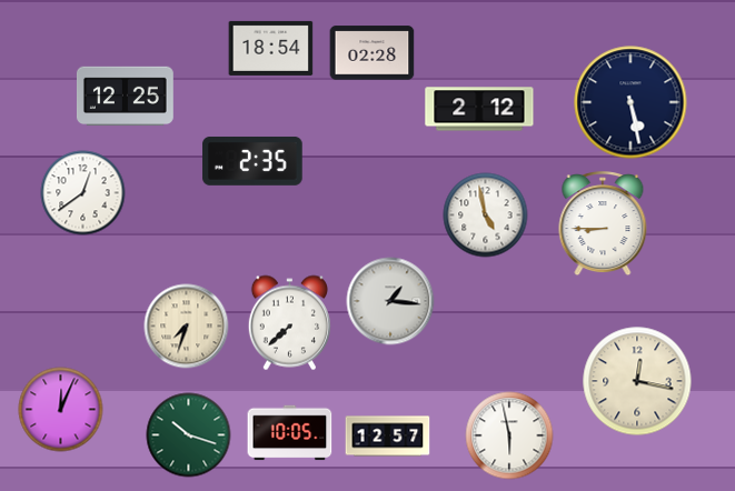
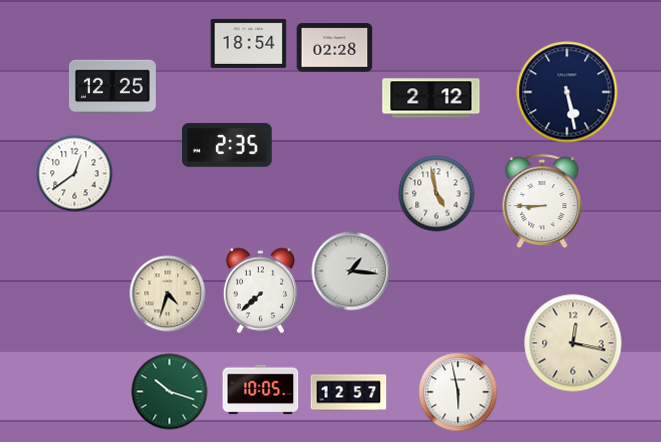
clock at (271, 48) position: (271, 48) -> (249, 43)
clock at (187, 327): 7:33 -> 4:33
clock at (61, 410): 12:04 -> none
